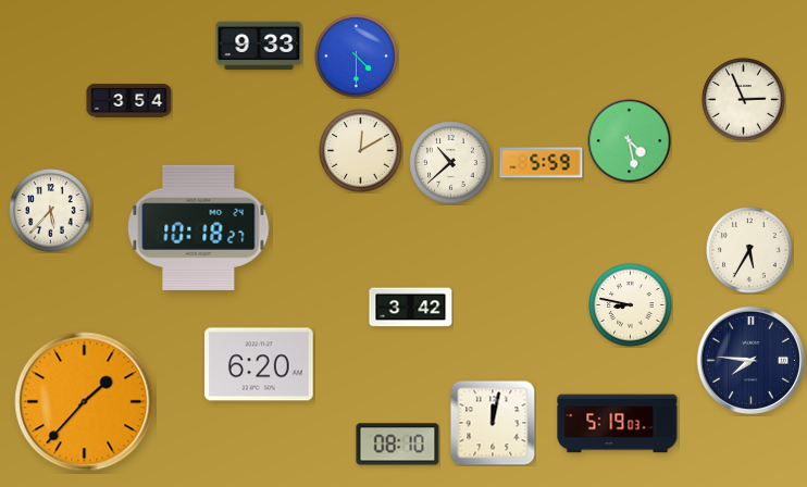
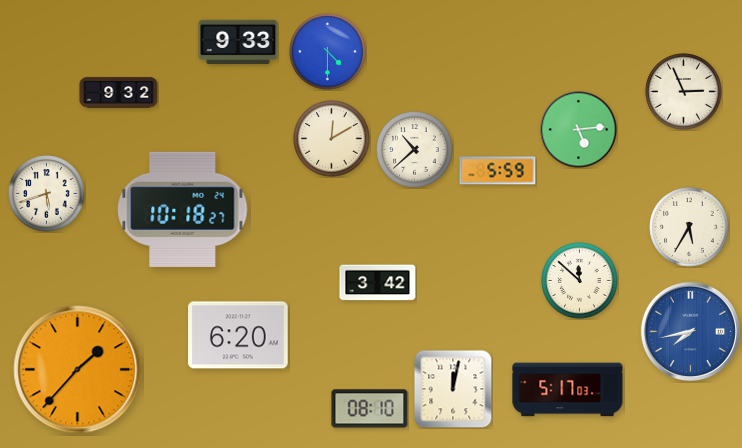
clock at (129, 101): 3:54 -> 9:32
clock at (630, 141): 4:28 -> 5:14
clock at (542, 163) position: (542, 163) -> (498, 171)
clock at (51, 211): 5:37 -> 5:42
clock at (749, 250) position: (749, 250) -> (689, 227)
clock at (631, 305): 8:47 -> 11:52
clock at (750, 360): 7:46 -> 7:43
clock at (750, 360) dial: navy -> blue
clock at (618, 424): 5:19 -> 5:17
clock at (398, 445) position: (398, 445) -> (370, 409)
